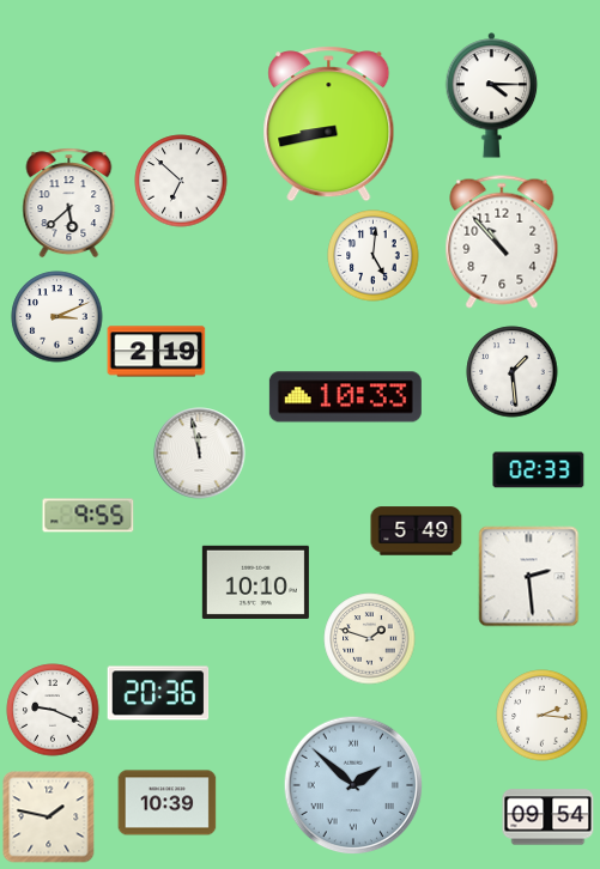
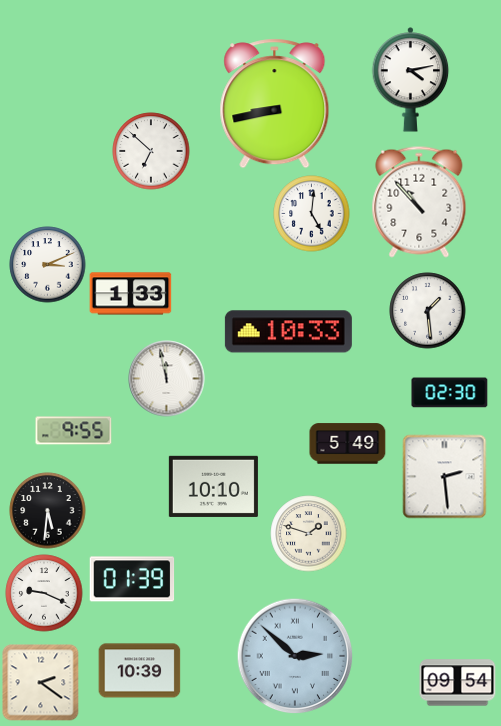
clock at (492, 96): 4:15 -> 4:13
clock at (69, 203): 5:38 -> none
clock at (157, 352): 2:19 -> 1:33
clock at (539, 470): 02:33 -> 02:30
clock at (529, 577) position: (529, 577) -> (445, 477)
clock at (48, 511): none -> 5:31
clock at (158, 693): 20:36 -> 01:39
clock at (543, 716): 2:16 -> none
clock at (353, 785): 1:52 -> 2:52
clock at (49, 818): 1:47 -> 2:21
